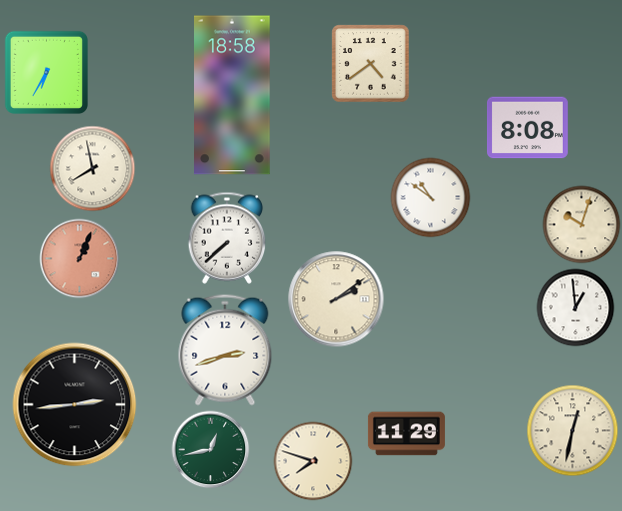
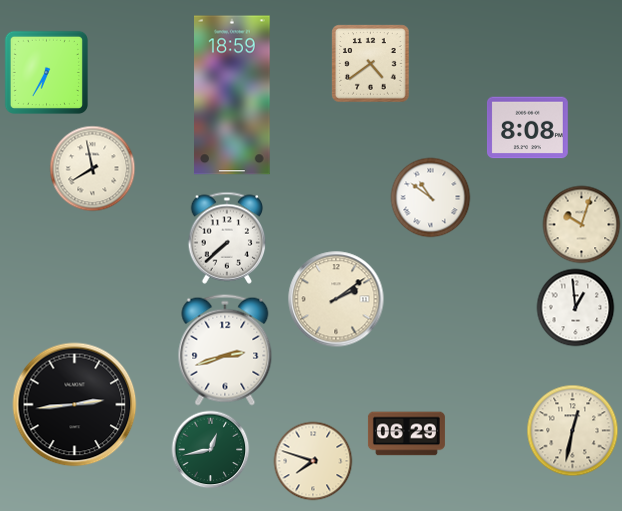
clock at (233, 95): 18:58 -> 18:59
clock at (79, 258): 1:04 -> none
clock at (406, 434): 11:29 -> 06:29
